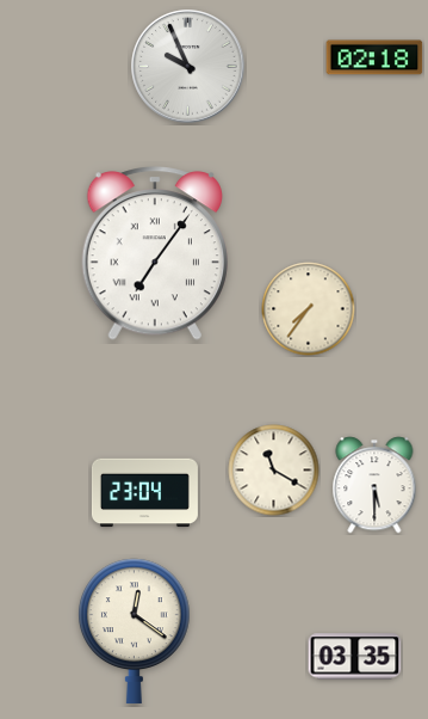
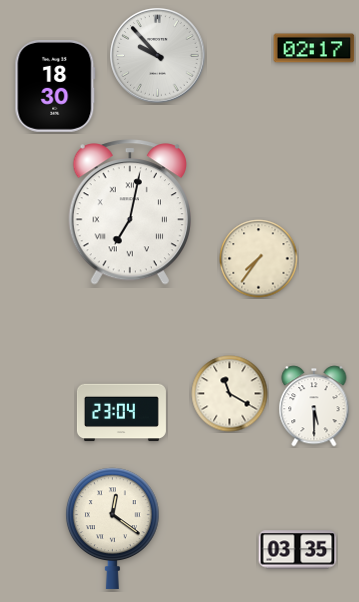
clock at (374, 57): 02:18 -> 02:17
clock at (188, 67): 9:56 -> 9:53
clock at (55, 86): none -> 18:30
clock at (155, 253): 7:06 -> 7:02
